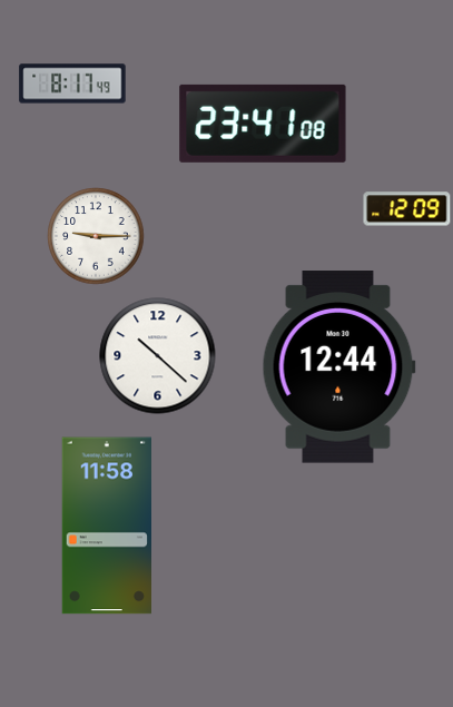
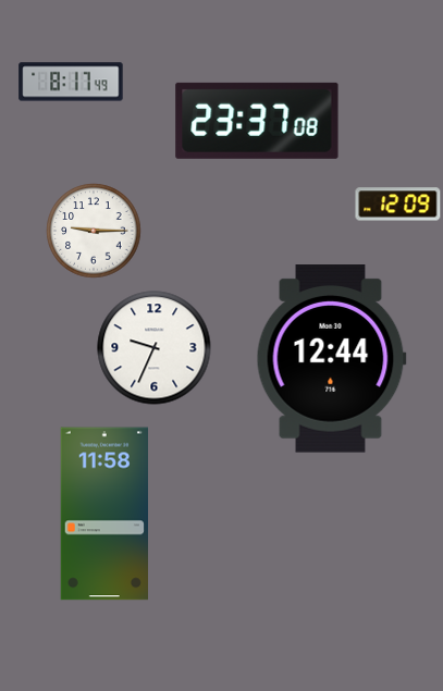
clock at (263, 124): 23:41 -> 23:37
clock at (158, 356): 10:22 -> 9:34
